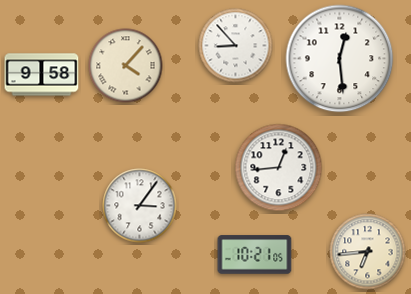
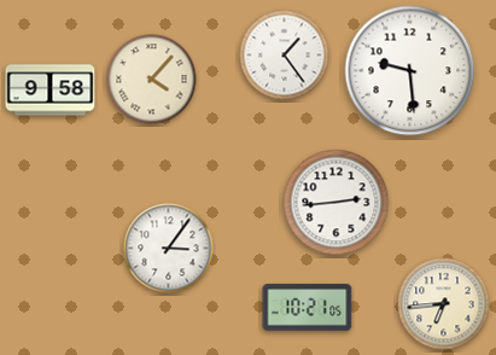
clock at (236, 46): 8:53 -> 1:24
clock at (340, 59): 12:29 -> 9:29
clock at (279, 168): 12:44 -> 2:44
